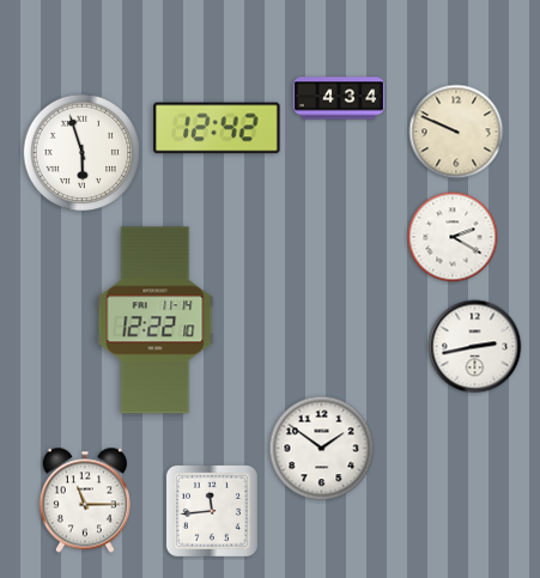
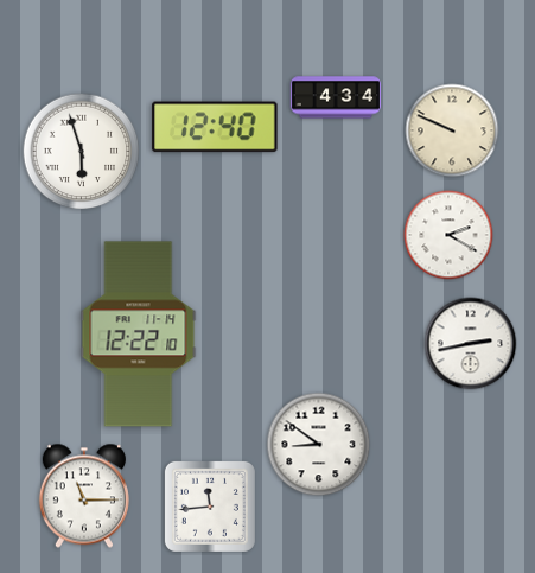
clock at (217, 128): 12:42 -> 12:40
clock at (156, 321) position: (156, 321) -> (139, 335)
clock at (322, 449): 1:51 -> 8:51
